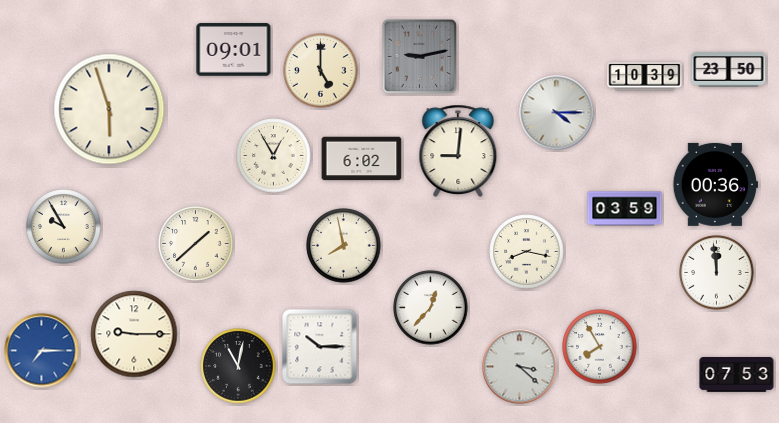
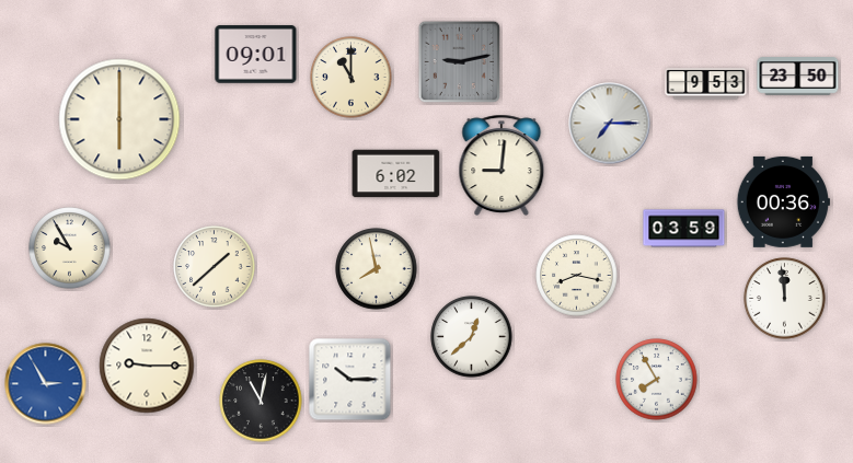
clock at (321, 71): 5:00 -> 11:00
clock at (645, 77): 10:39 -> 9:53
clock at (109, 109): 5:57 -> 6:00
clock at (557, 113): 4:15 -> 7:15
clock at (274, 156): 12:55 -> none
clock at (431, 308): 12:37 -> 12:38
clock at (42, 351): 7:15 -> 2:55
clock at (520, 367): 3:22 -> none
clock at (737, 375): 07:53 -> none
